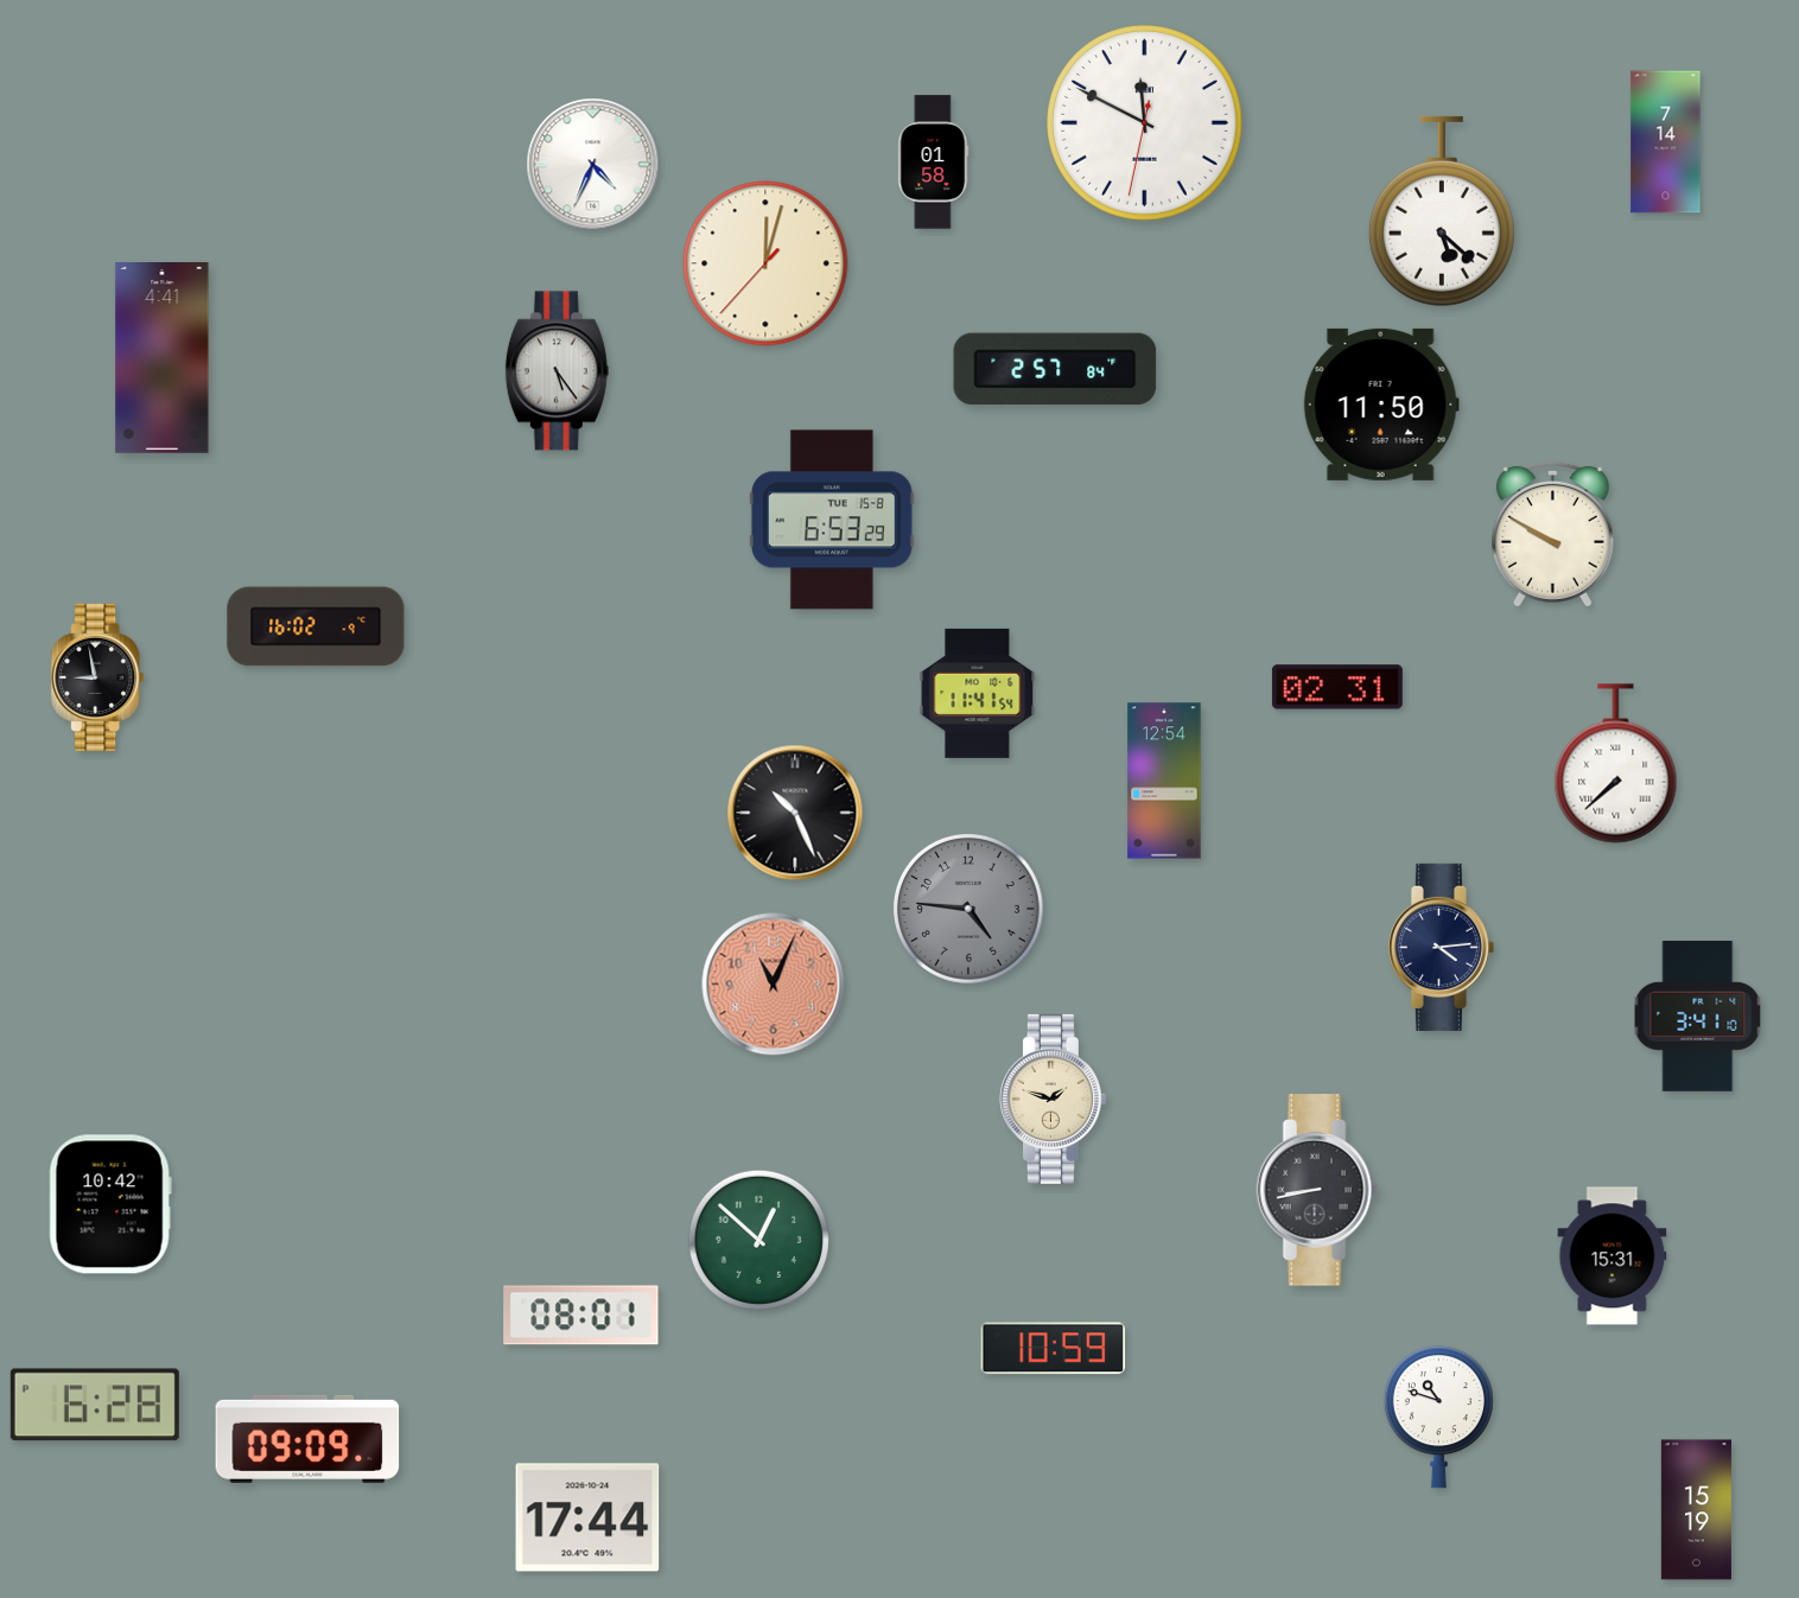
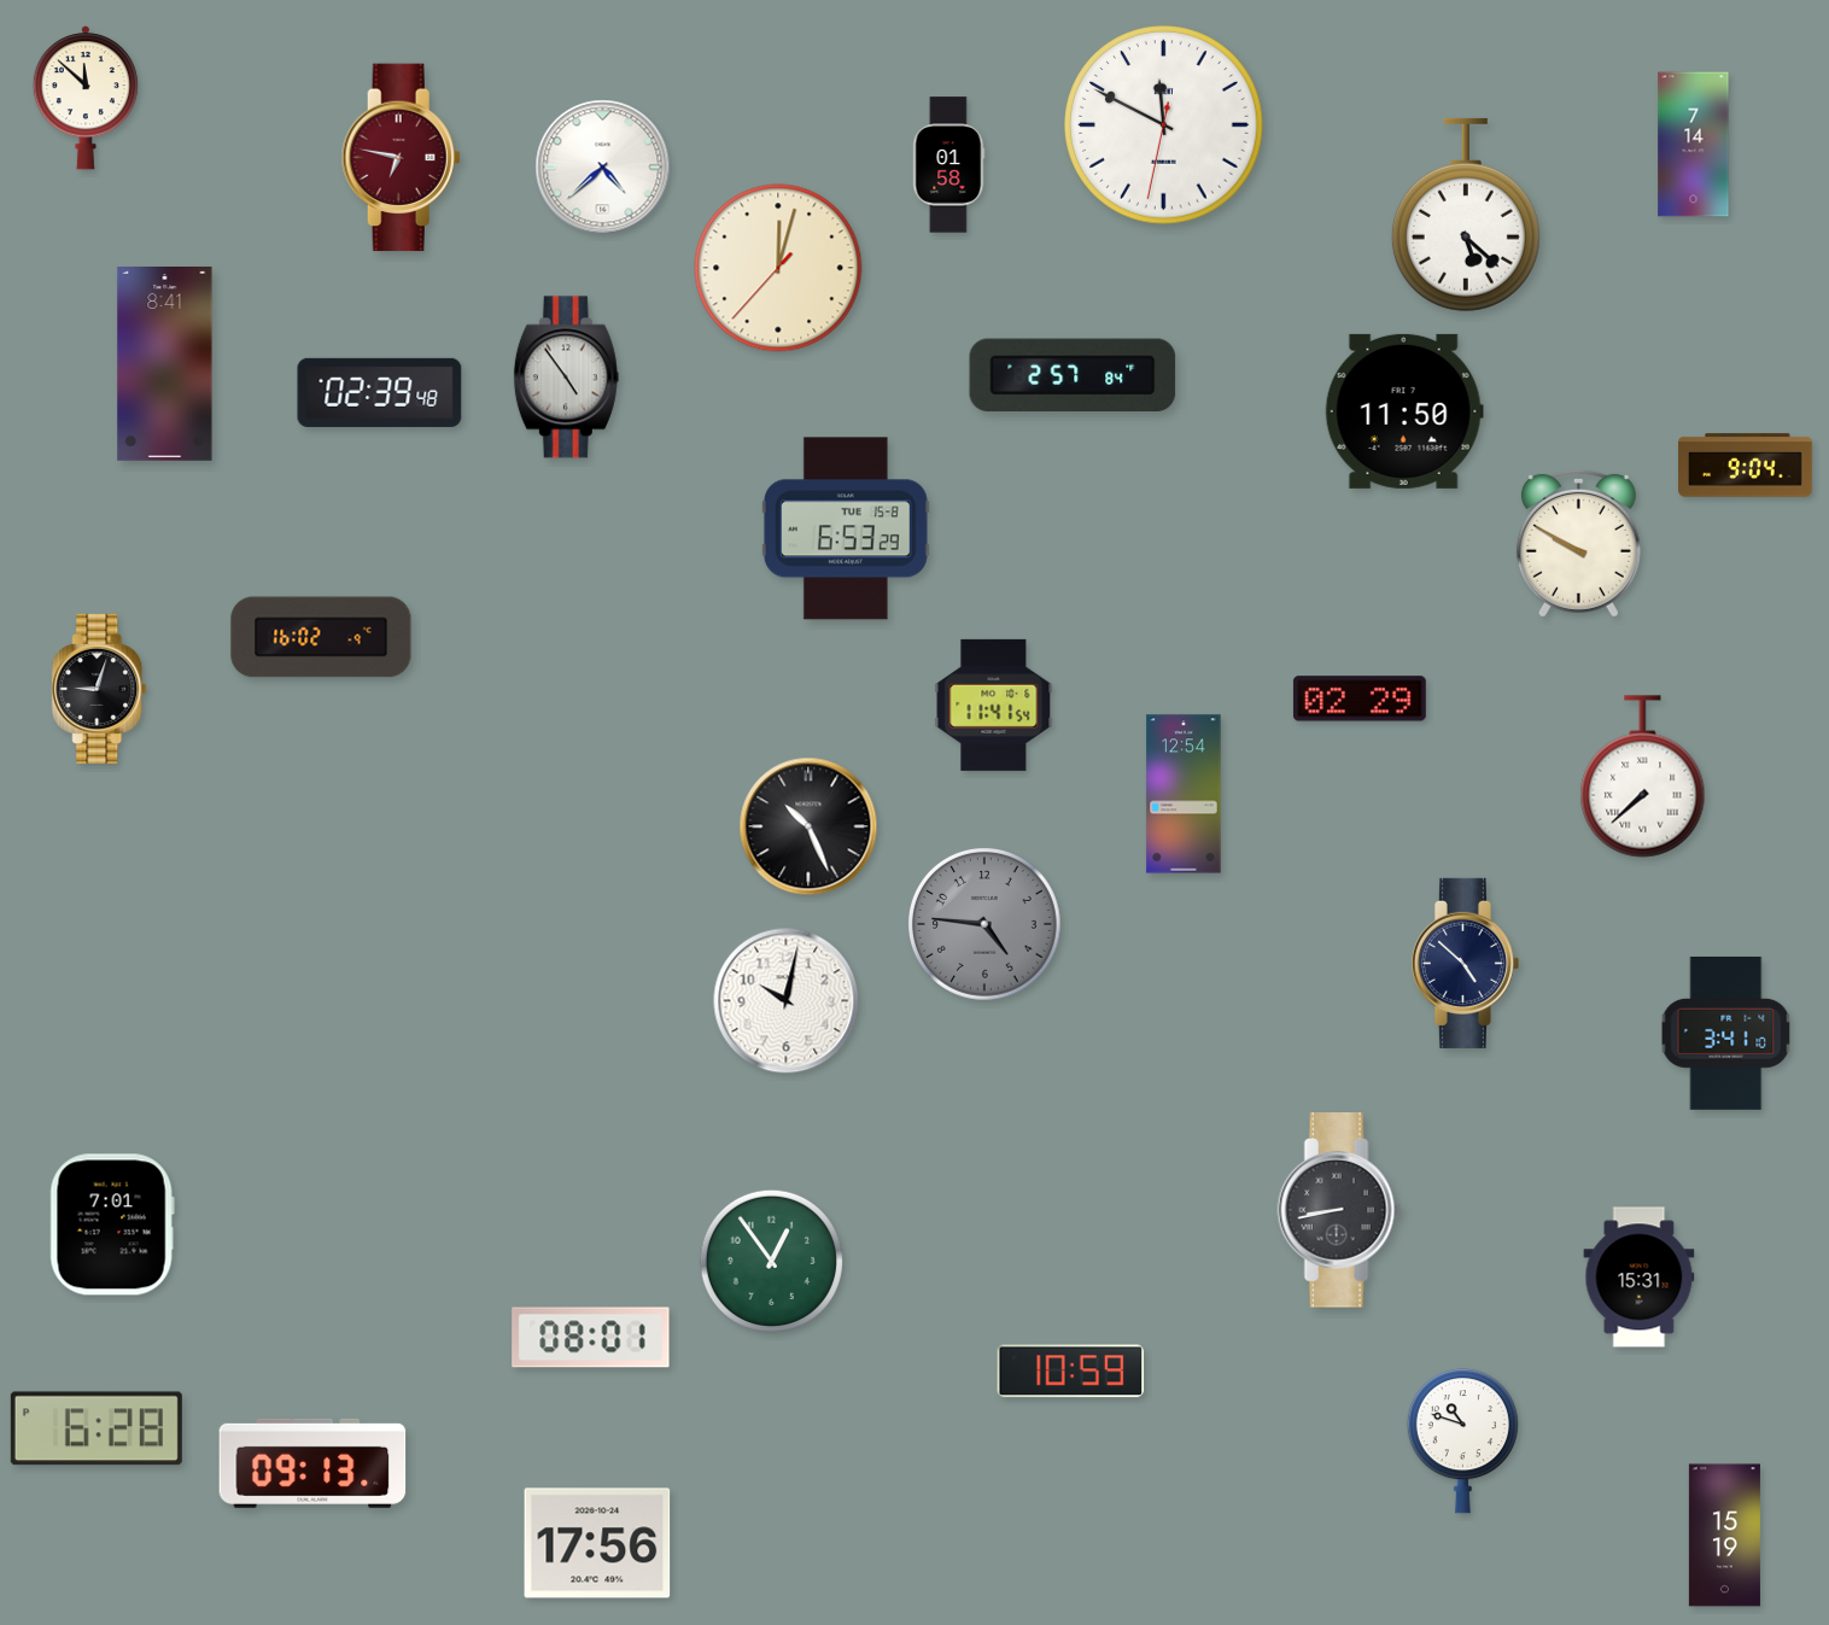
clock at (86, 98): none -> 11:52
clock at (401, 158): none -> 6:47
clock at (593, 165): 4:34 -> 4:38
clock at (163, 358): 4:41 -> 8:41
clock at (557, 371): 5:24 -> 4:54
clock at (380, 392): none -> 02:39
clock at (1746, 466): none -> 9:04
clock at (97, 677): 8:58 -> 9:03
clock at (1337, 687): 02:31 -> 02:29
clock at (1441, 947): 4:14 -> 4:52
clock at (774, 985): 11:04 -> 10:02
clock at (774, 985) dial: salmon -> white
clock at (1053, 1099): 1:48 -> none
clock at (110, 1204): 10:42 -> 7:01
clock at (758, 1240): 12:52 -> 12:54
clock at (307, 1439): 09:09 -> 09:13
clock at (587, 1517): 17:44 -> 17:56
